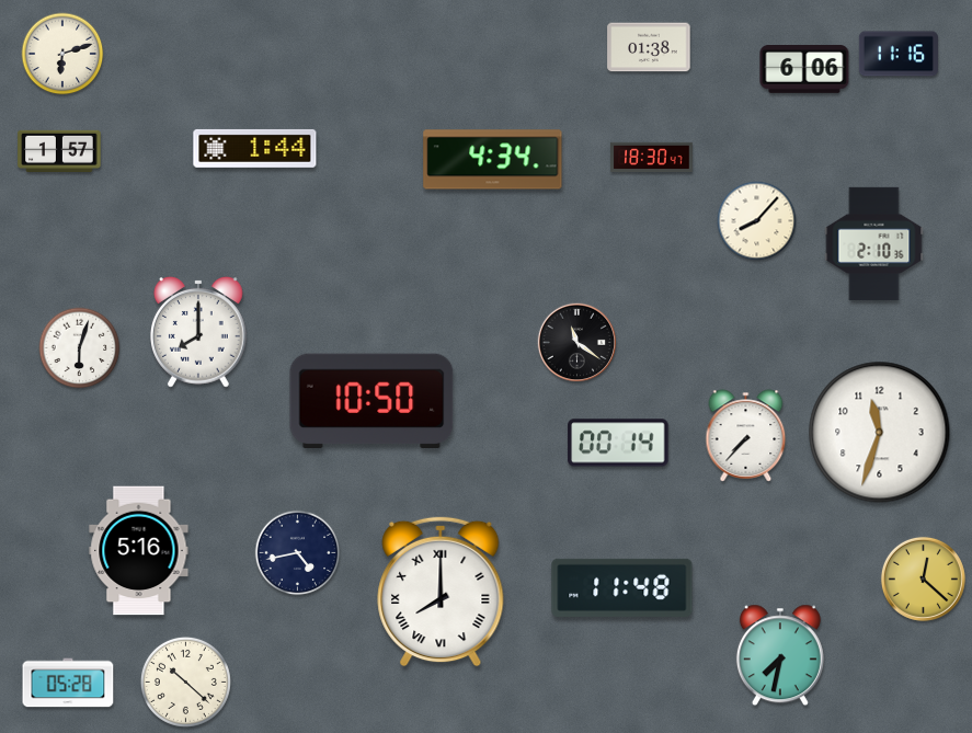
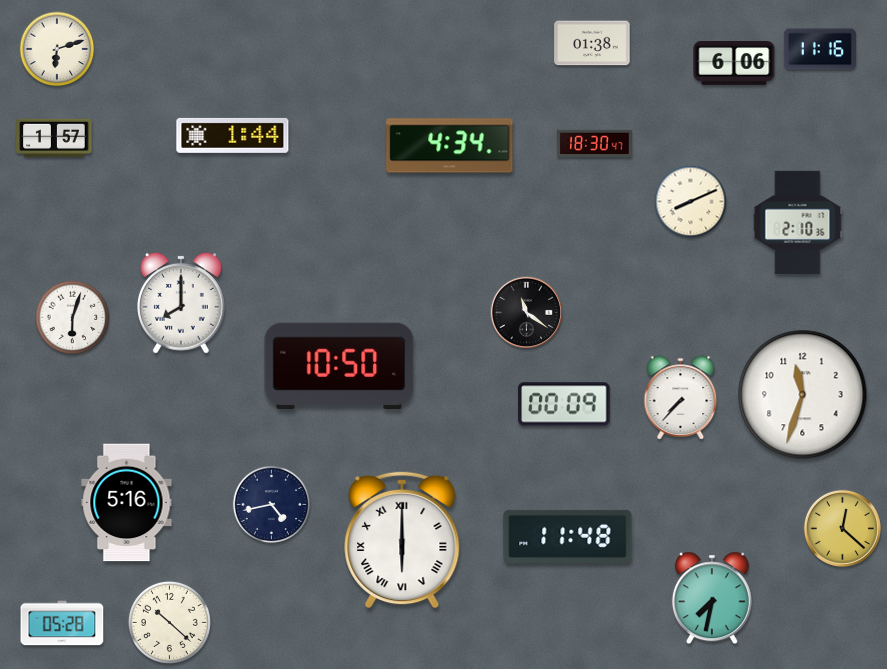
clock at (757, 221): 8:07 -> 8:11
clock at (618, 443): 00:14 -> 00:09
clock at (441, 592): 8:00 -> 6:00
